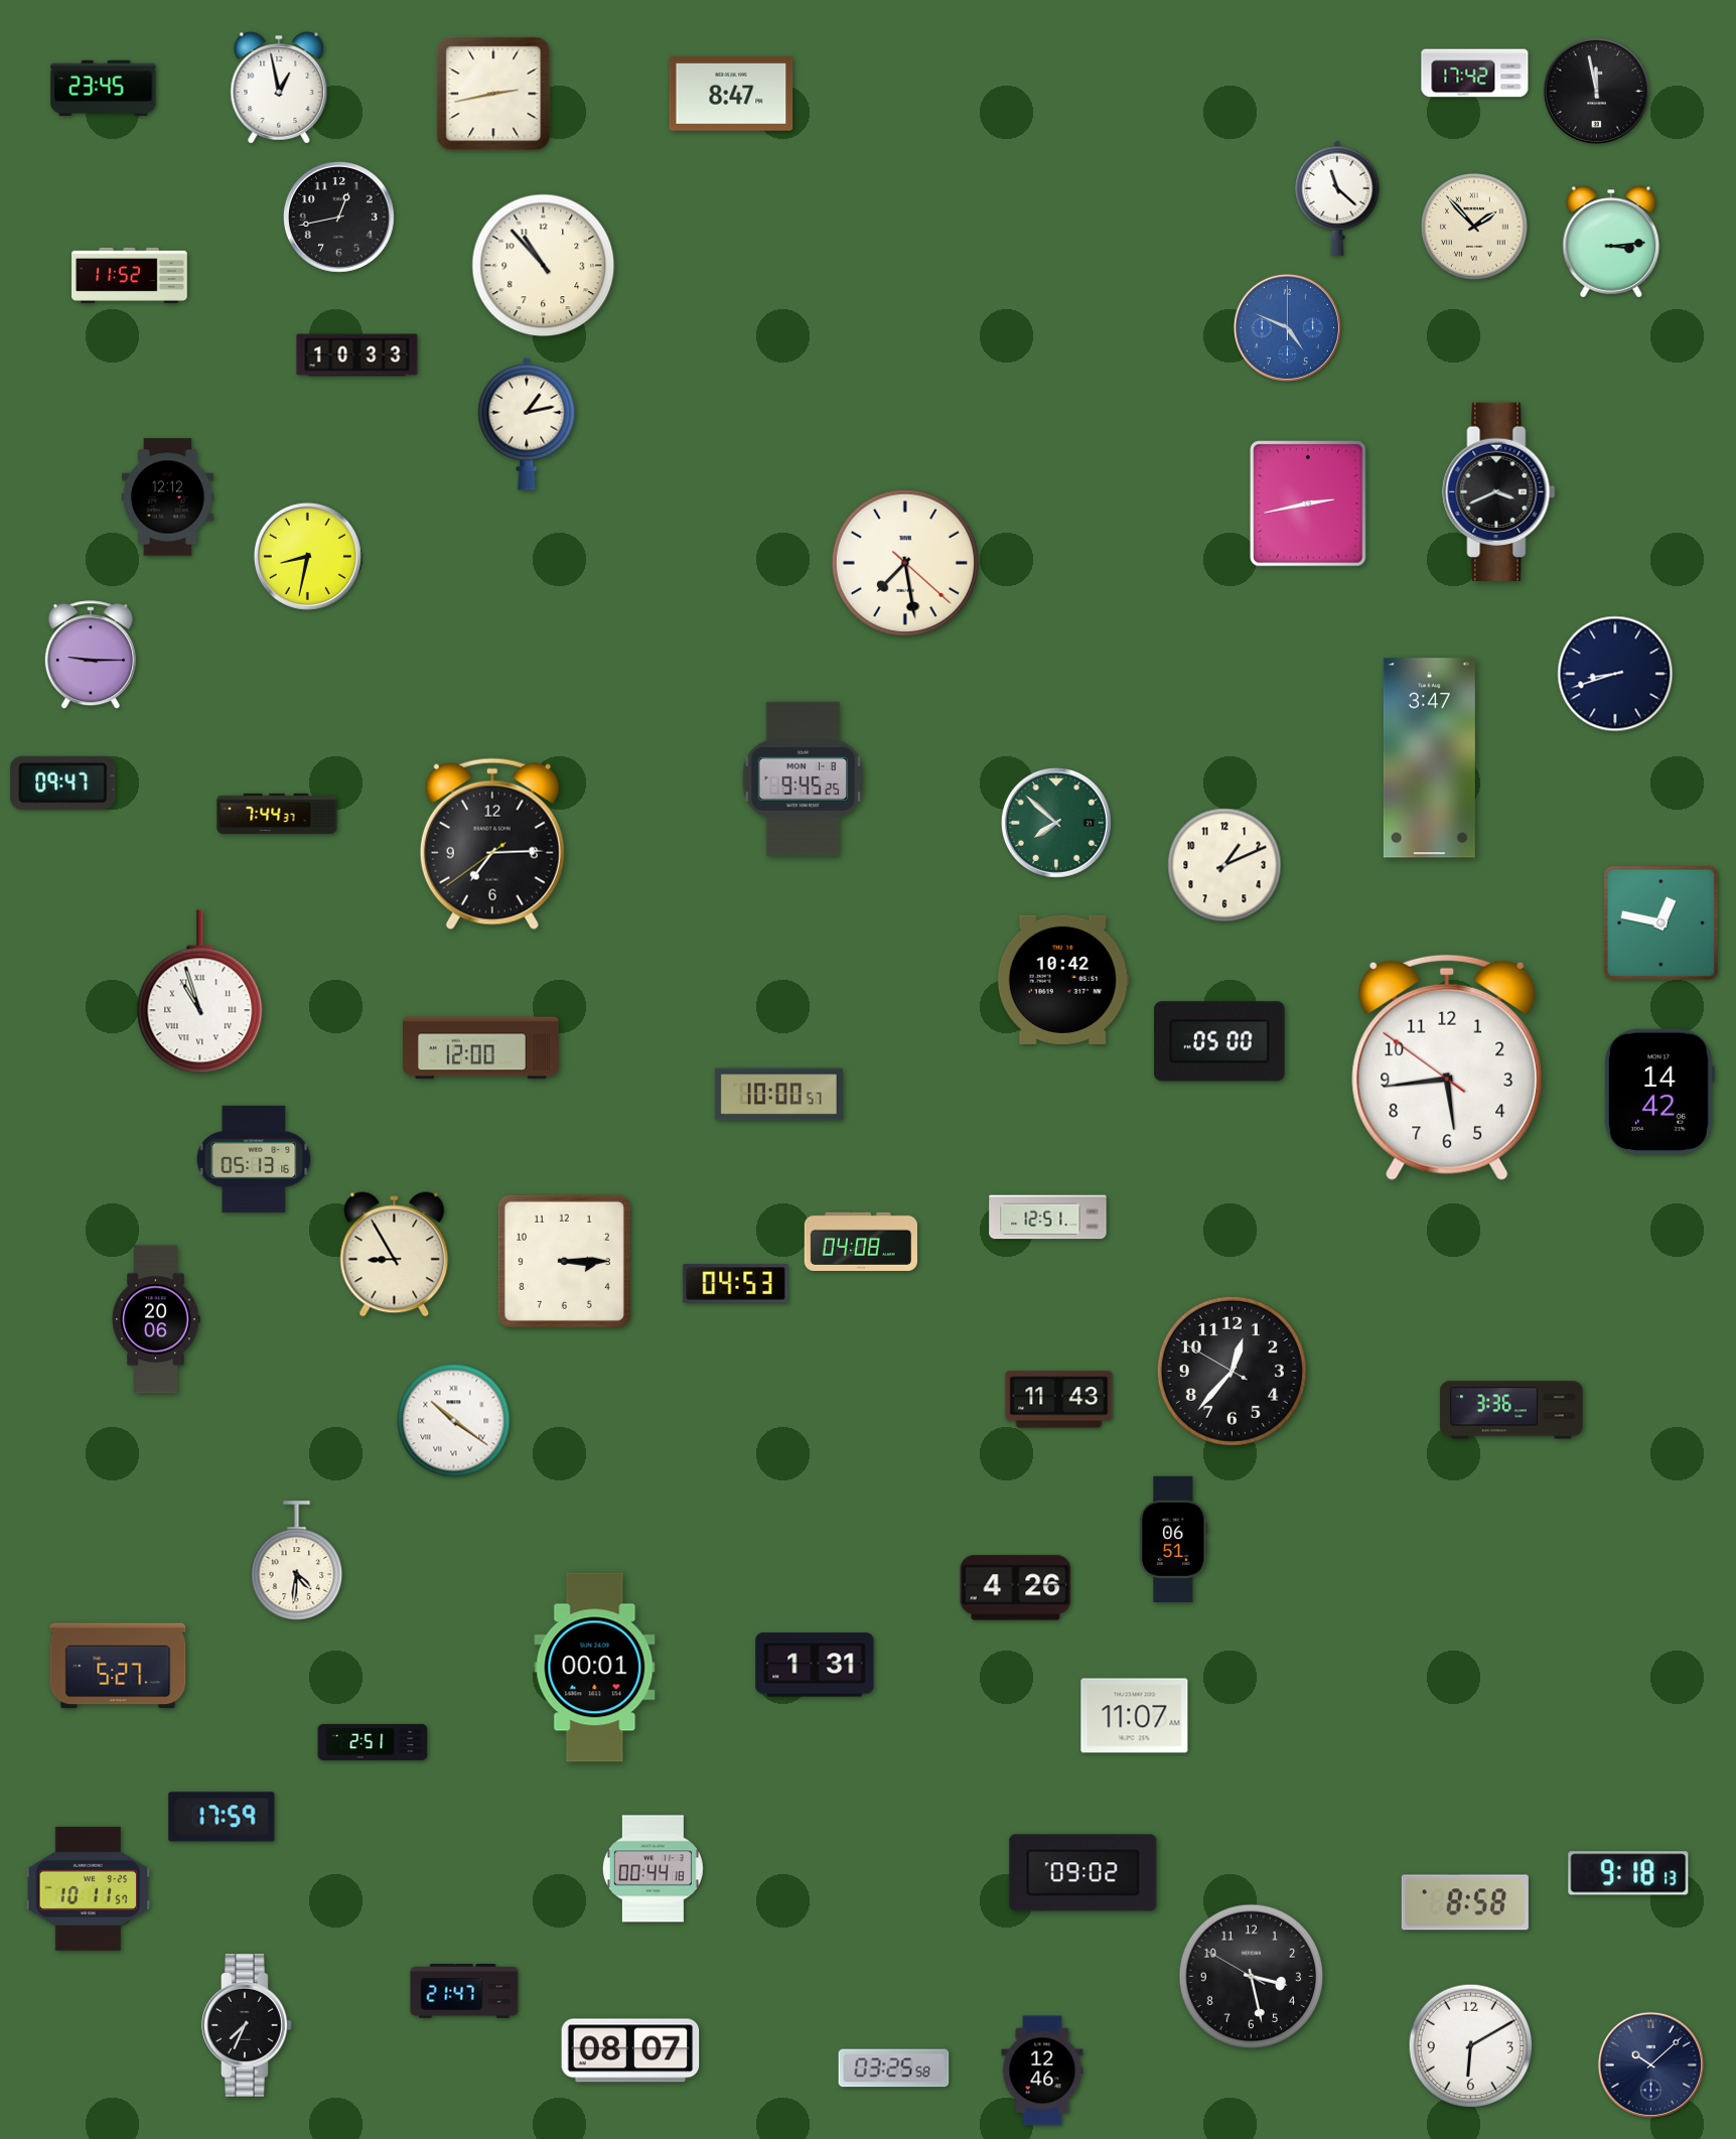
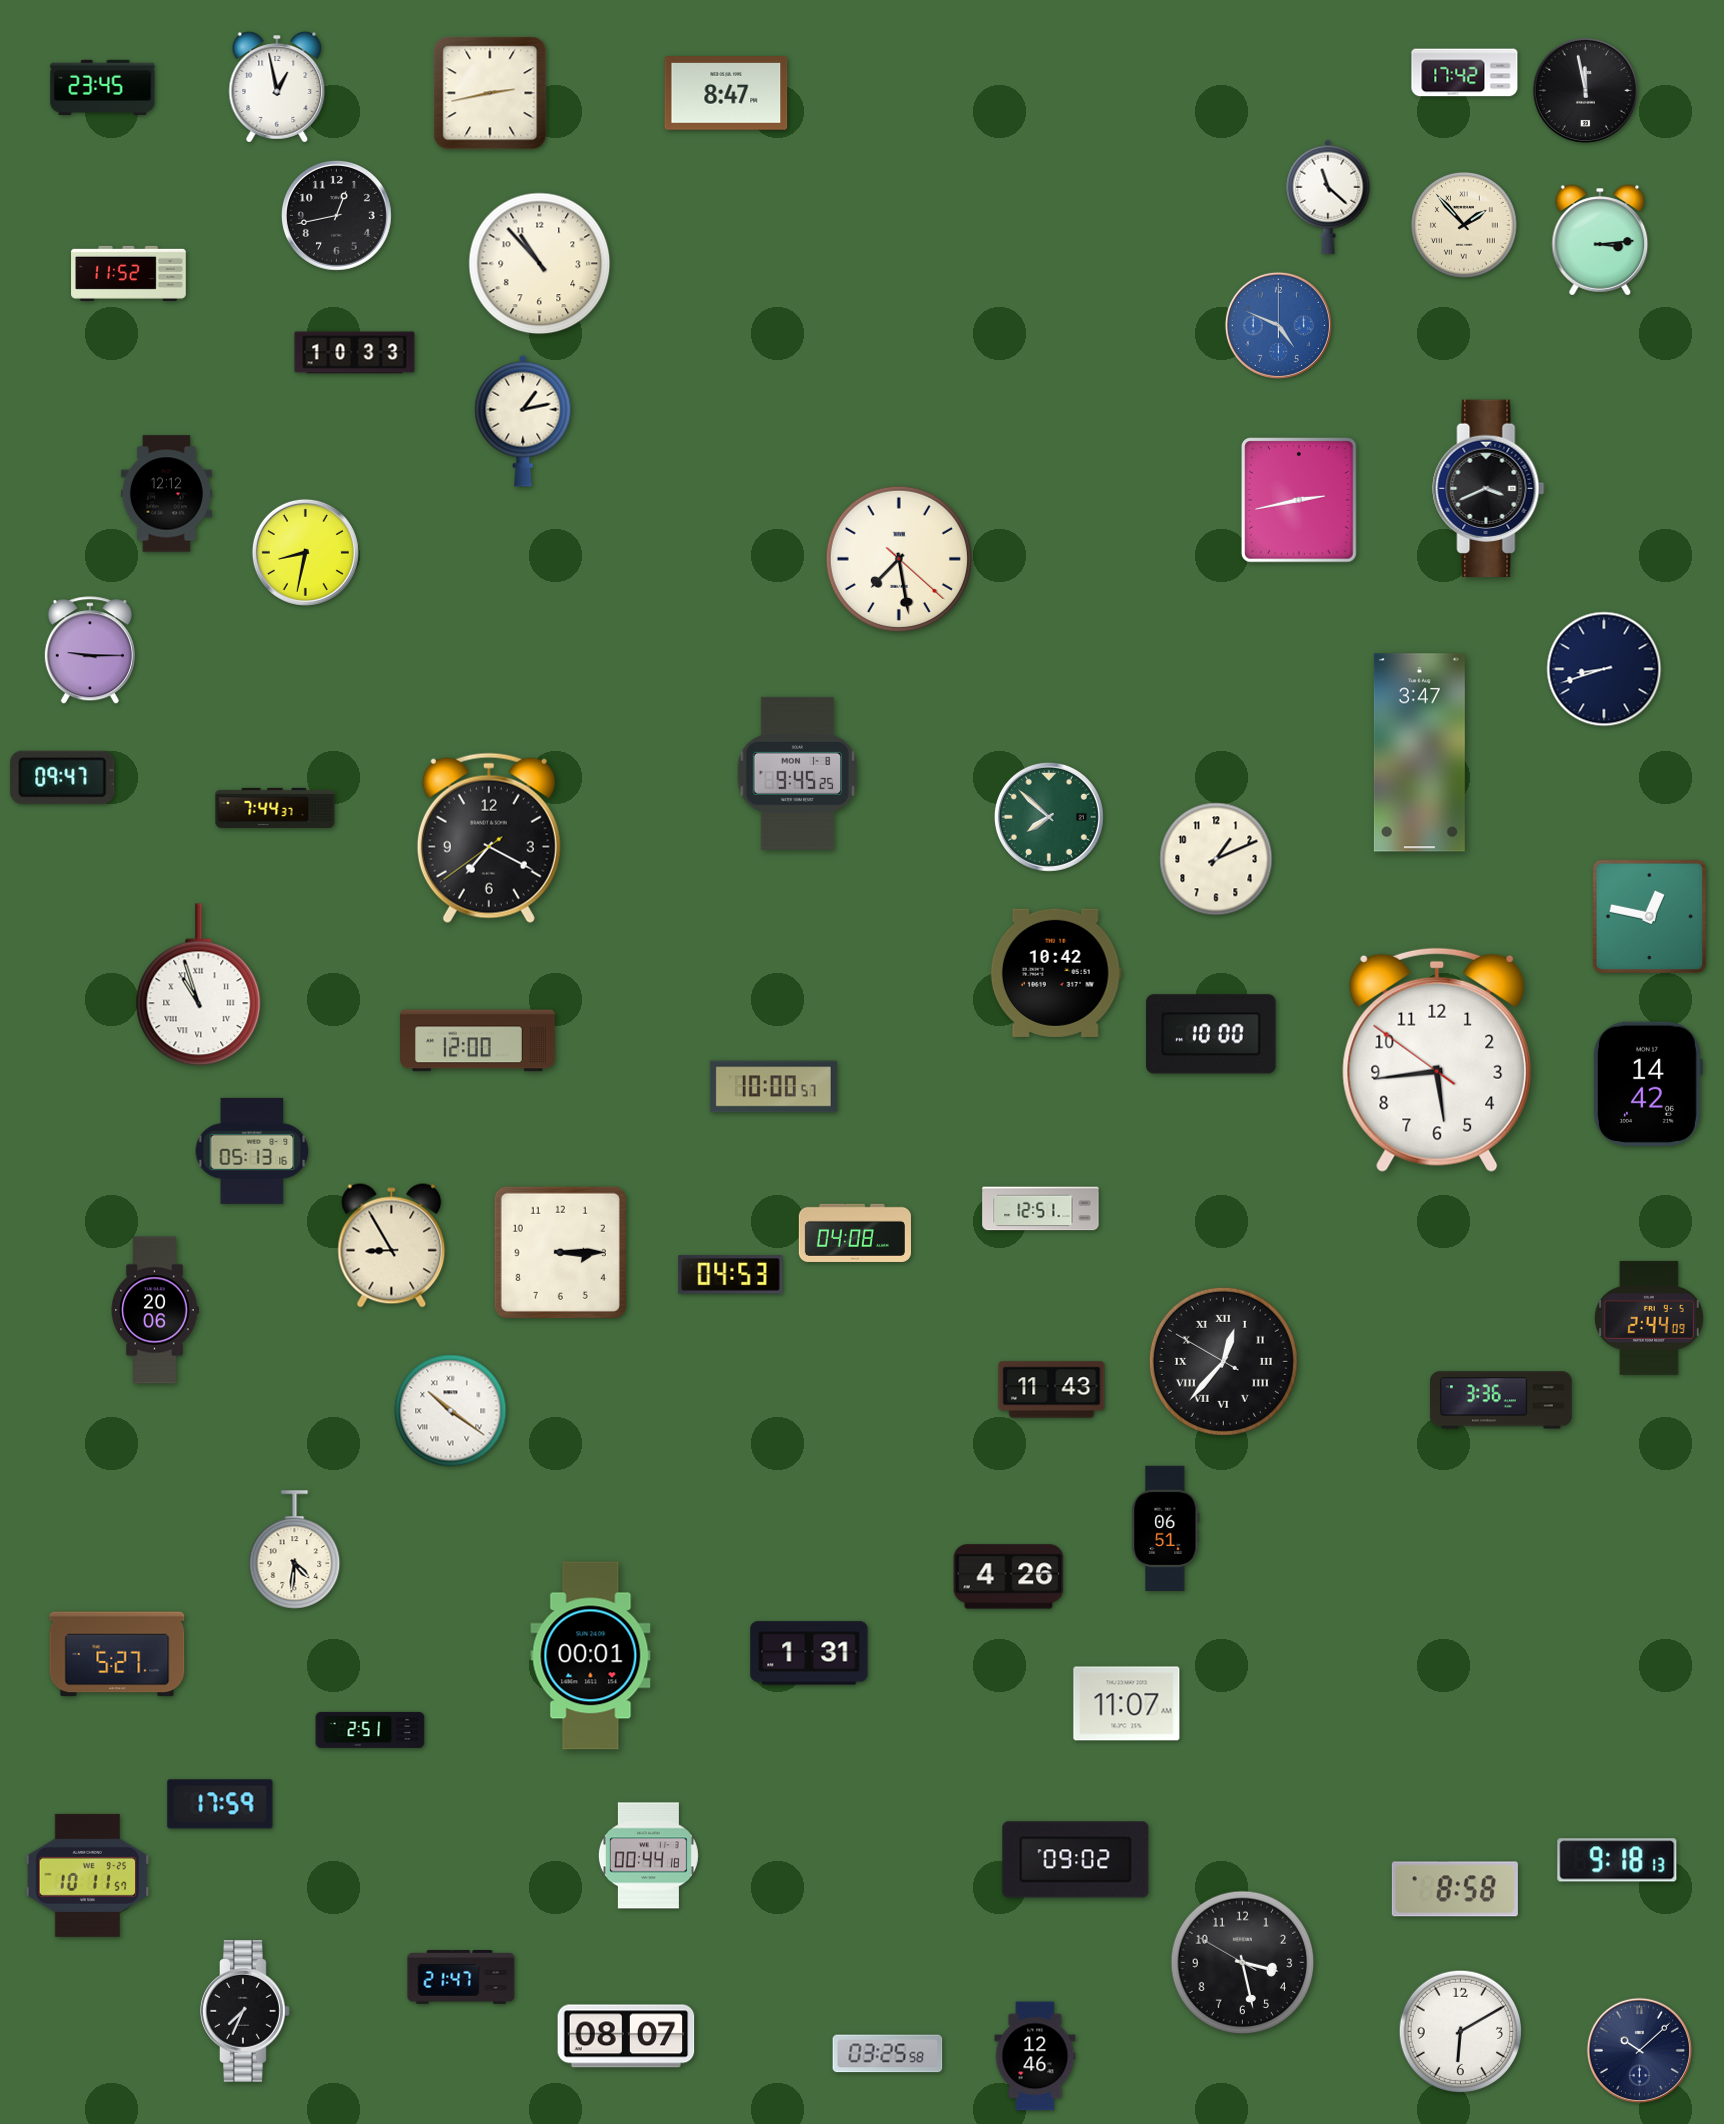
clock at (492, 844): 7:14 -> 7:19
clock at (1219, 1041): 05:00 -> 10:00
clock at (1649, 1318): none -> 2:44
clock at (1232, 1371) numerals: Arabic -> Roman
